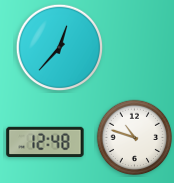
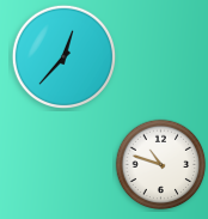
clock at (60, 48) position: (60, 48) -> (65, 57)
clock at (45, 142): 12:48 -> none
